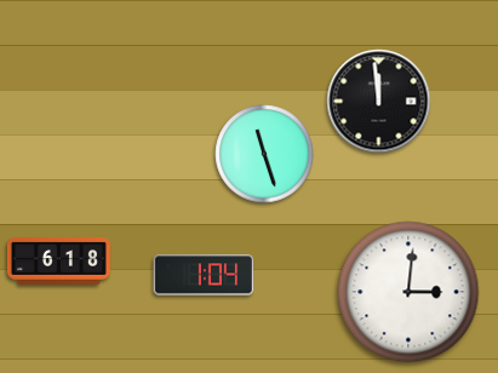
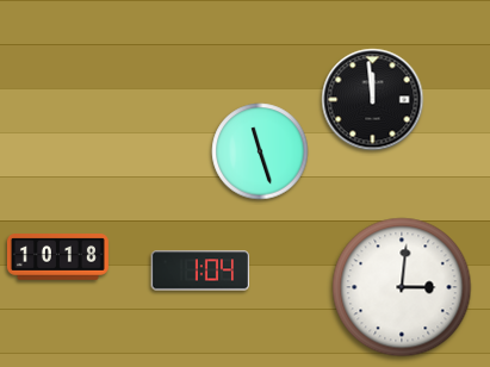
clock at (58, 262): 6:18 -> 10:18
